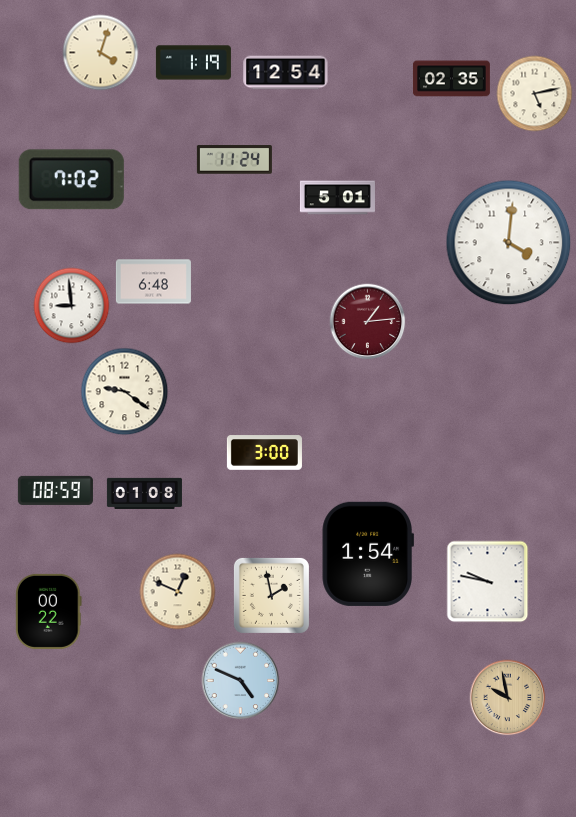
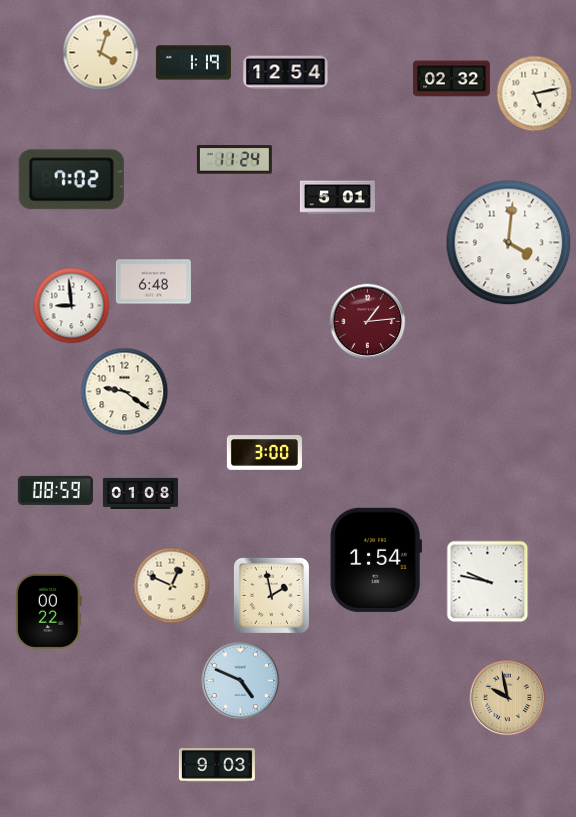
clock at (451, 79): 02:35 -> 02:32
clock at (144, 493) position: (144, 493) -> (140, 493)
clock at (367, 554) position: (367, 554) -> (375, 560)
clock at (178, 592) position: (178, 592) -> (172, 586)
clock at (217, 766): none -> 9:03
